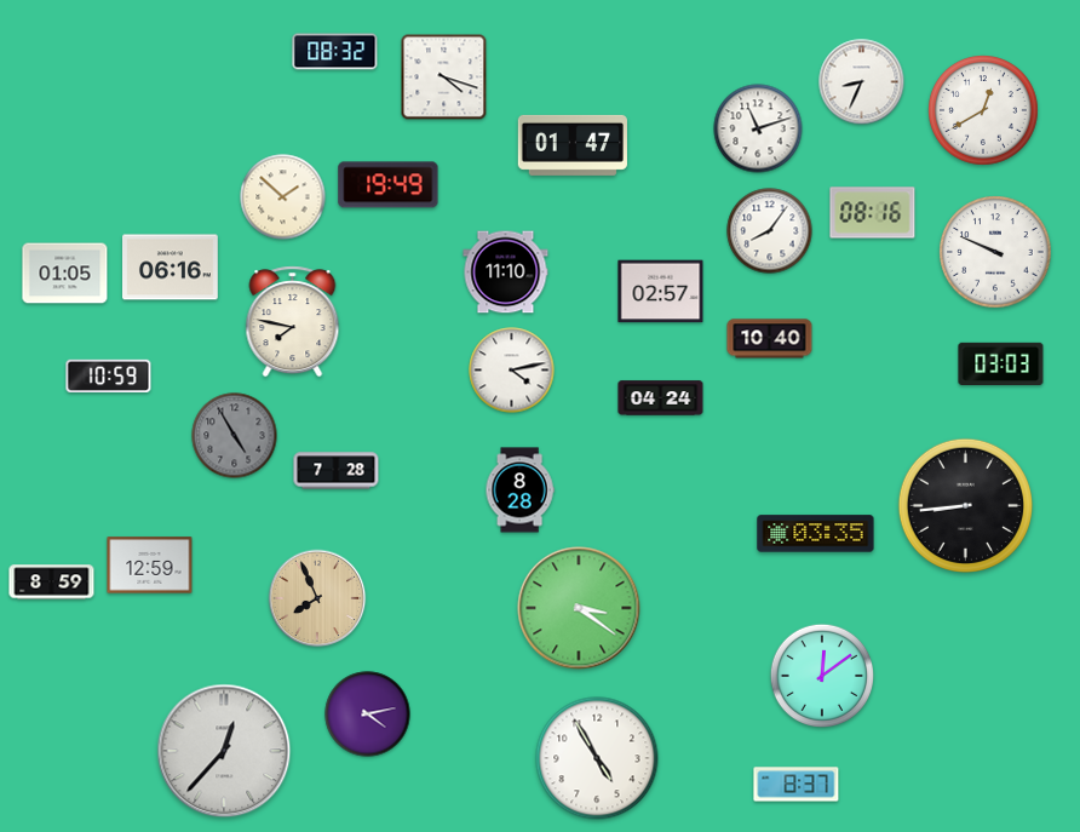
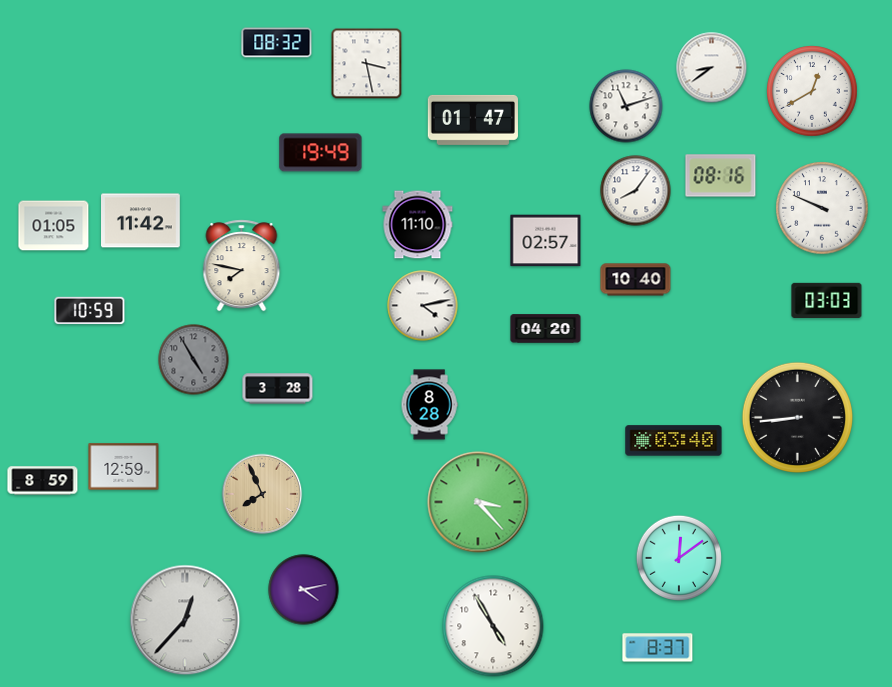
clock at (444, 78): 4:18 -> 3:28
clock at (862, 82): 8:34 -> 8:39
clock at (283, 197): 1:52 -> none
clock at (171, 268): 06:16 -> 11:42
clock at (661, 398): 04:24 -> 04:20
clock at (337, 471): 7:28 -> 3:28
clock at (816, 534): 03:35 -> 03:40
clock at (579, 608): 3:21 -> 3:23
